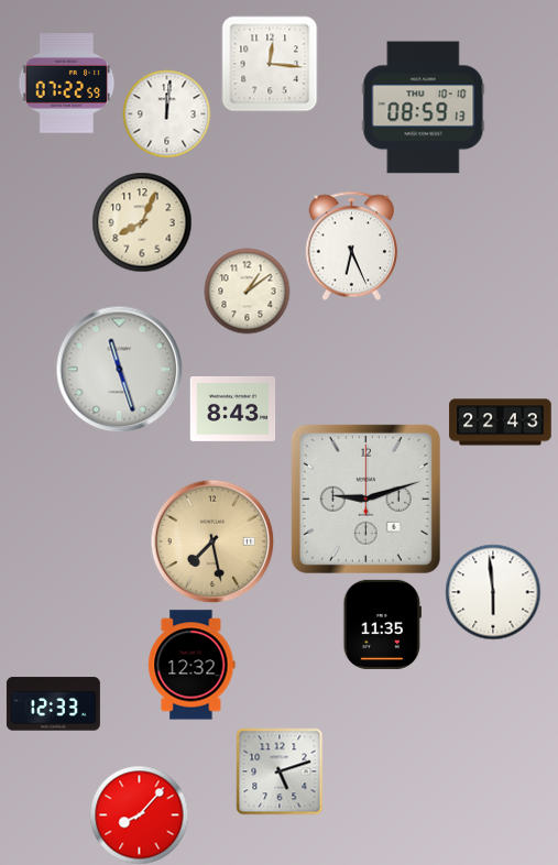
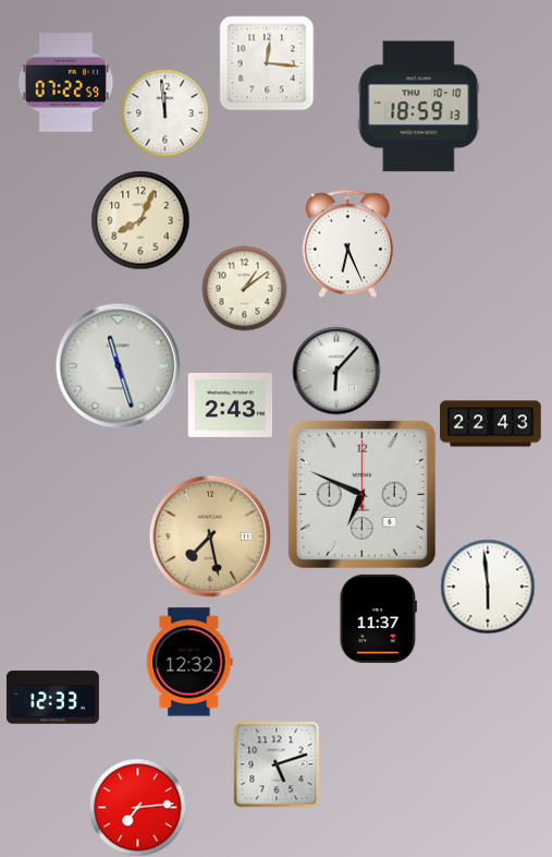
clock at (424, 108): 08:59 -> 18:59
clock at (166, 113): 12:01 -> 11:59
clock at (336, 371): none -> 6:07
clock at (232, 408): 8:43 -> 2:43
clock at (501, 423) position: (501, 423) -> (491, 424)
clock at (365, 499): 9:12 -> 6:49
clock at (382, 624): 11:35 -> 11:37
clock at (192, 665) position: (192, 665) -> (189, 662)
clock at (139, 814): 8:07 -> 7:14
